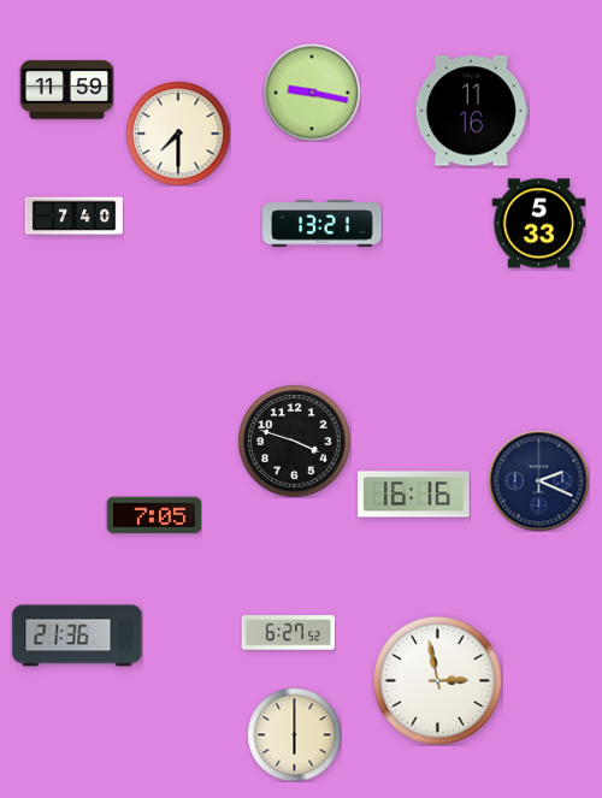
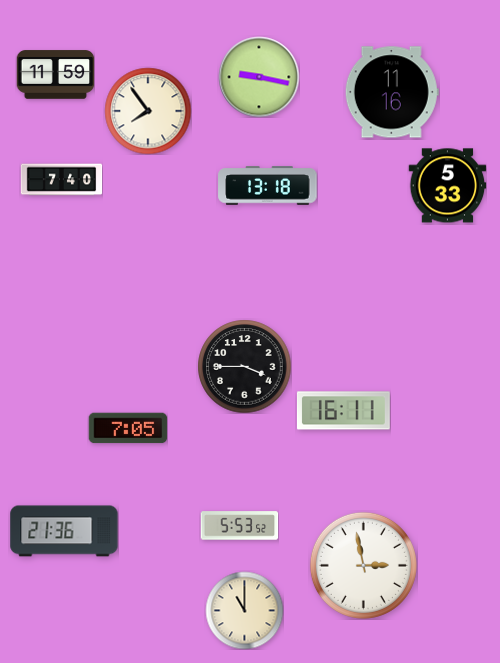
clock at (178, 134): 7:30 -> 7:54
clock at (323, 224): 13:21 -> 13:18
clock at (294, 441): 3:48 -> 3:45
clock at (538, 480): 2:19 -> none
clock at (413, 495): 16:16 -> 16:11
clock at (288, 633): 6:27 -> 5:53
clock at (77, 636) position: (77, 636) -> (64, 531)
clock at (294, 734): 6:00 -> 11:00
